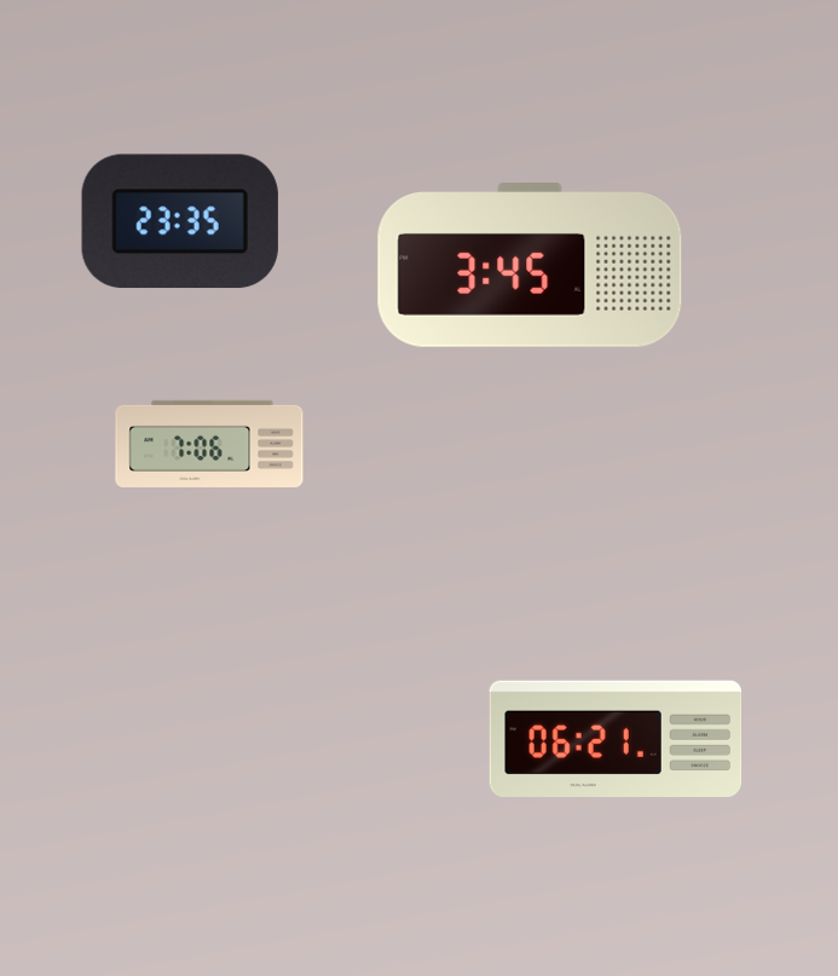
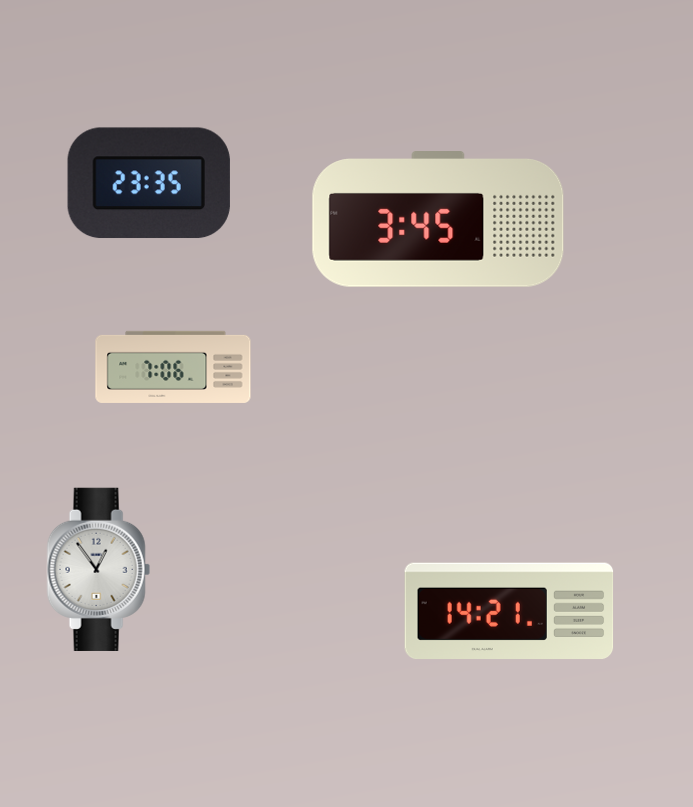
clock at (98, 569): none -> 12:54
clock at (616, 739): 06:21 -> 14:21
